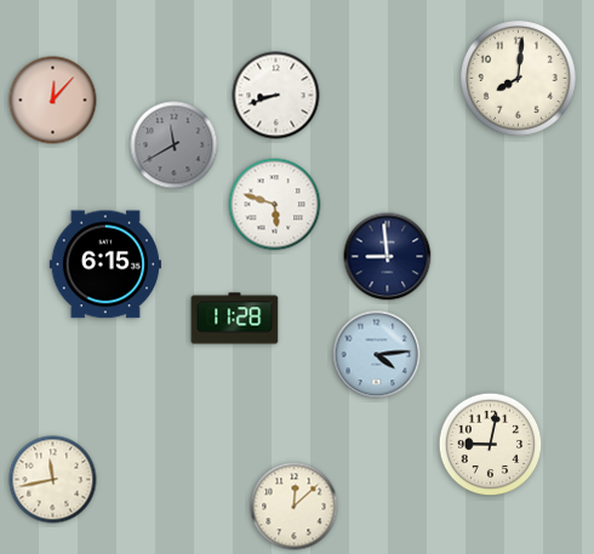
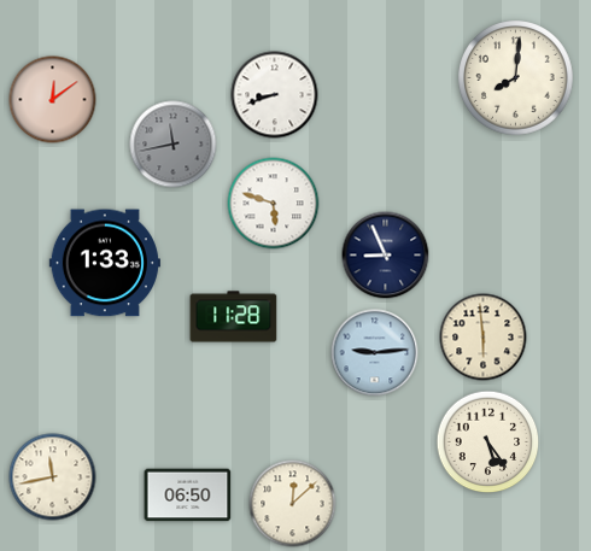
clock at (53, 101): 12:07 -> 12:09
clock at (175, 145): 11:40 -> 11:43
clock at (388, 257): 8:59 -> 8:56
clock at (105, 264): 6:15 -> 1:33
clock at (484, 338): none -> 5:59
clock at (377, 355): 4:14 -> 9:14
clock at (491, 445): 9:02 -> 5:24
clock at (188, 496): none -> 06:50
